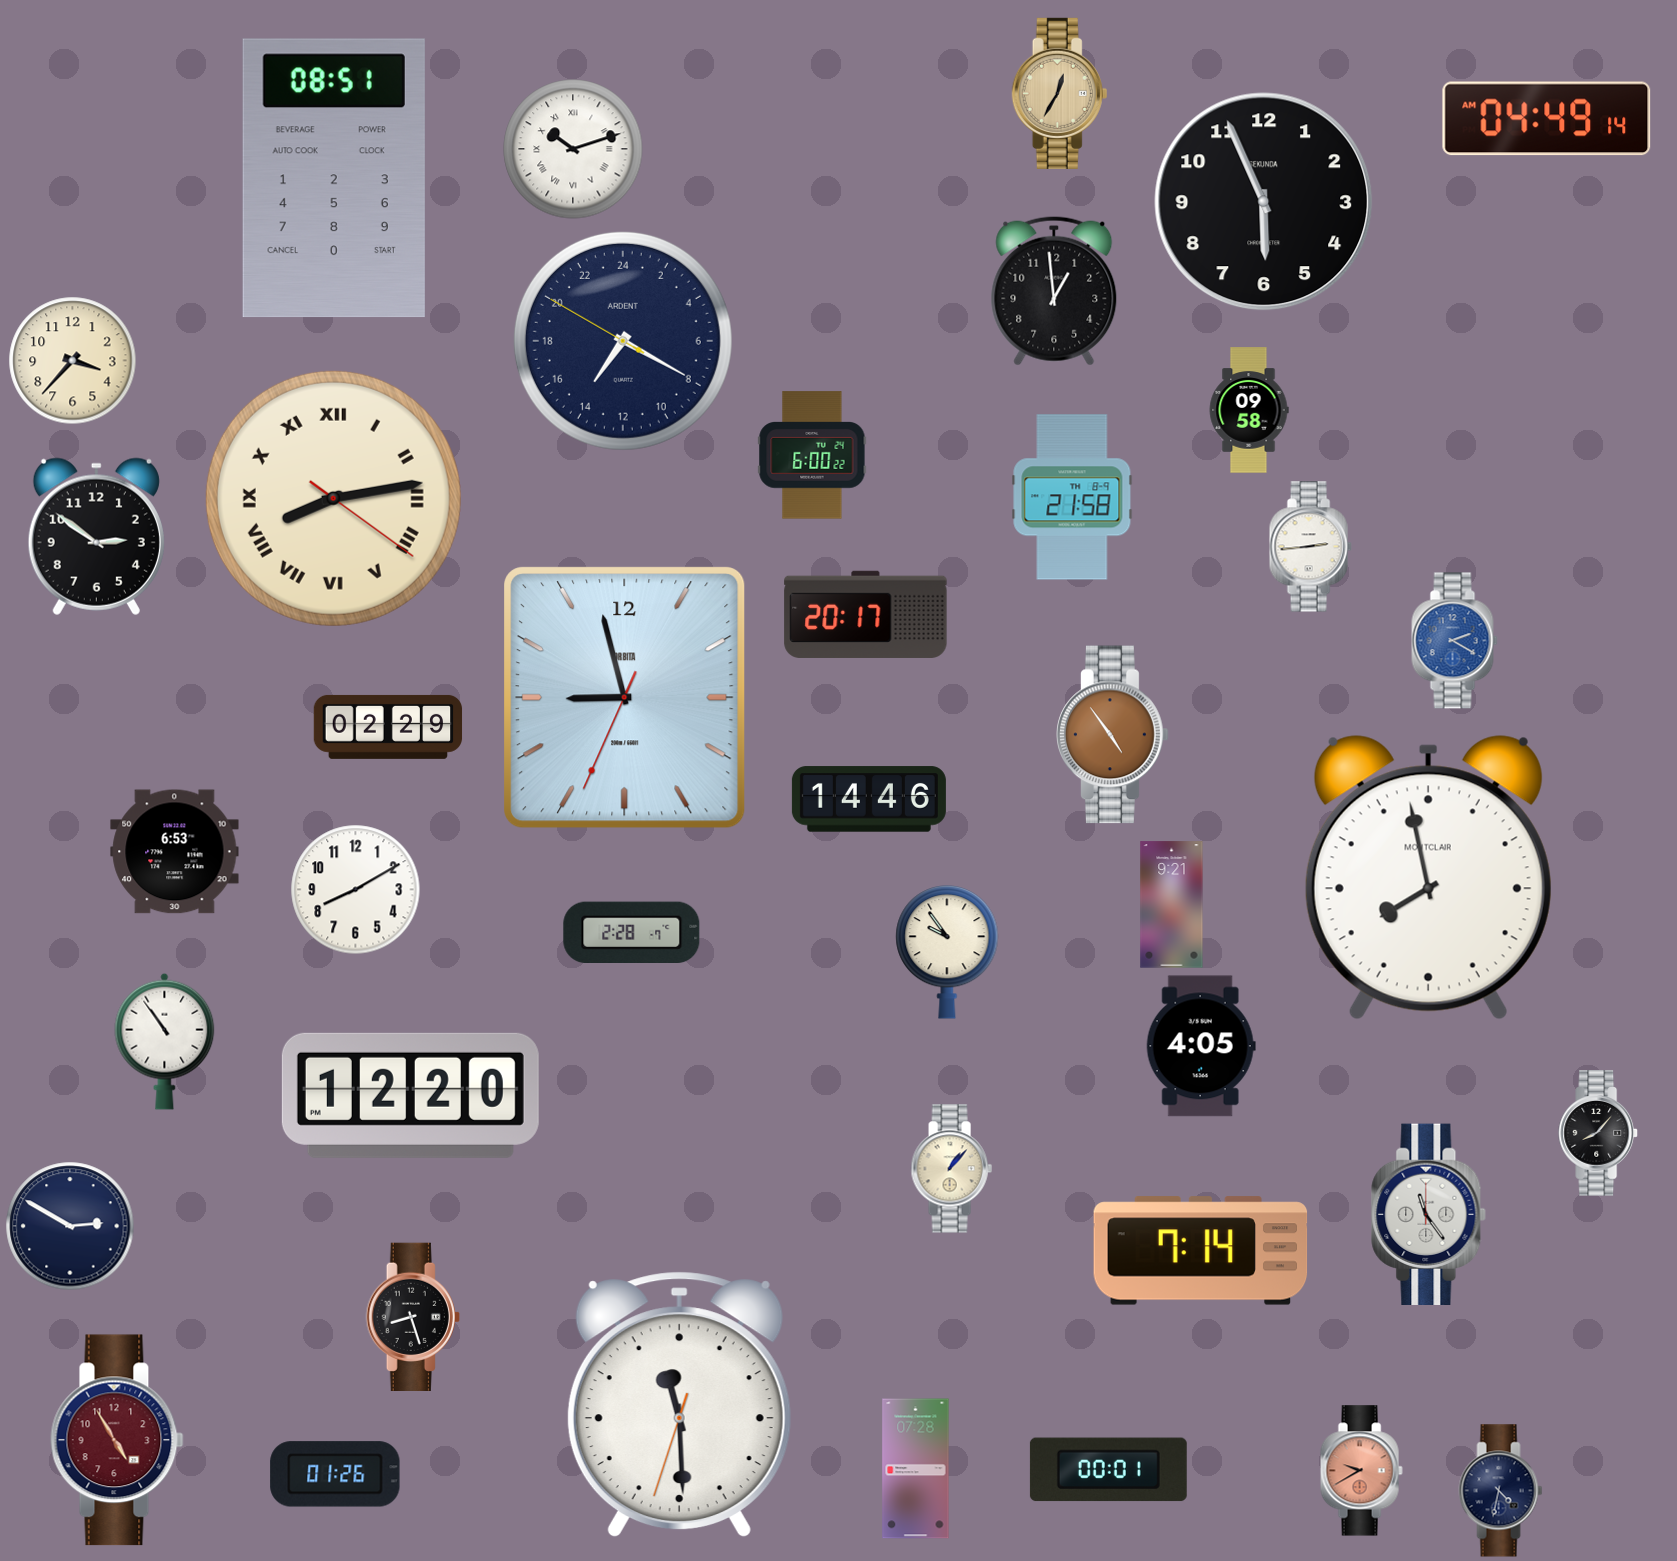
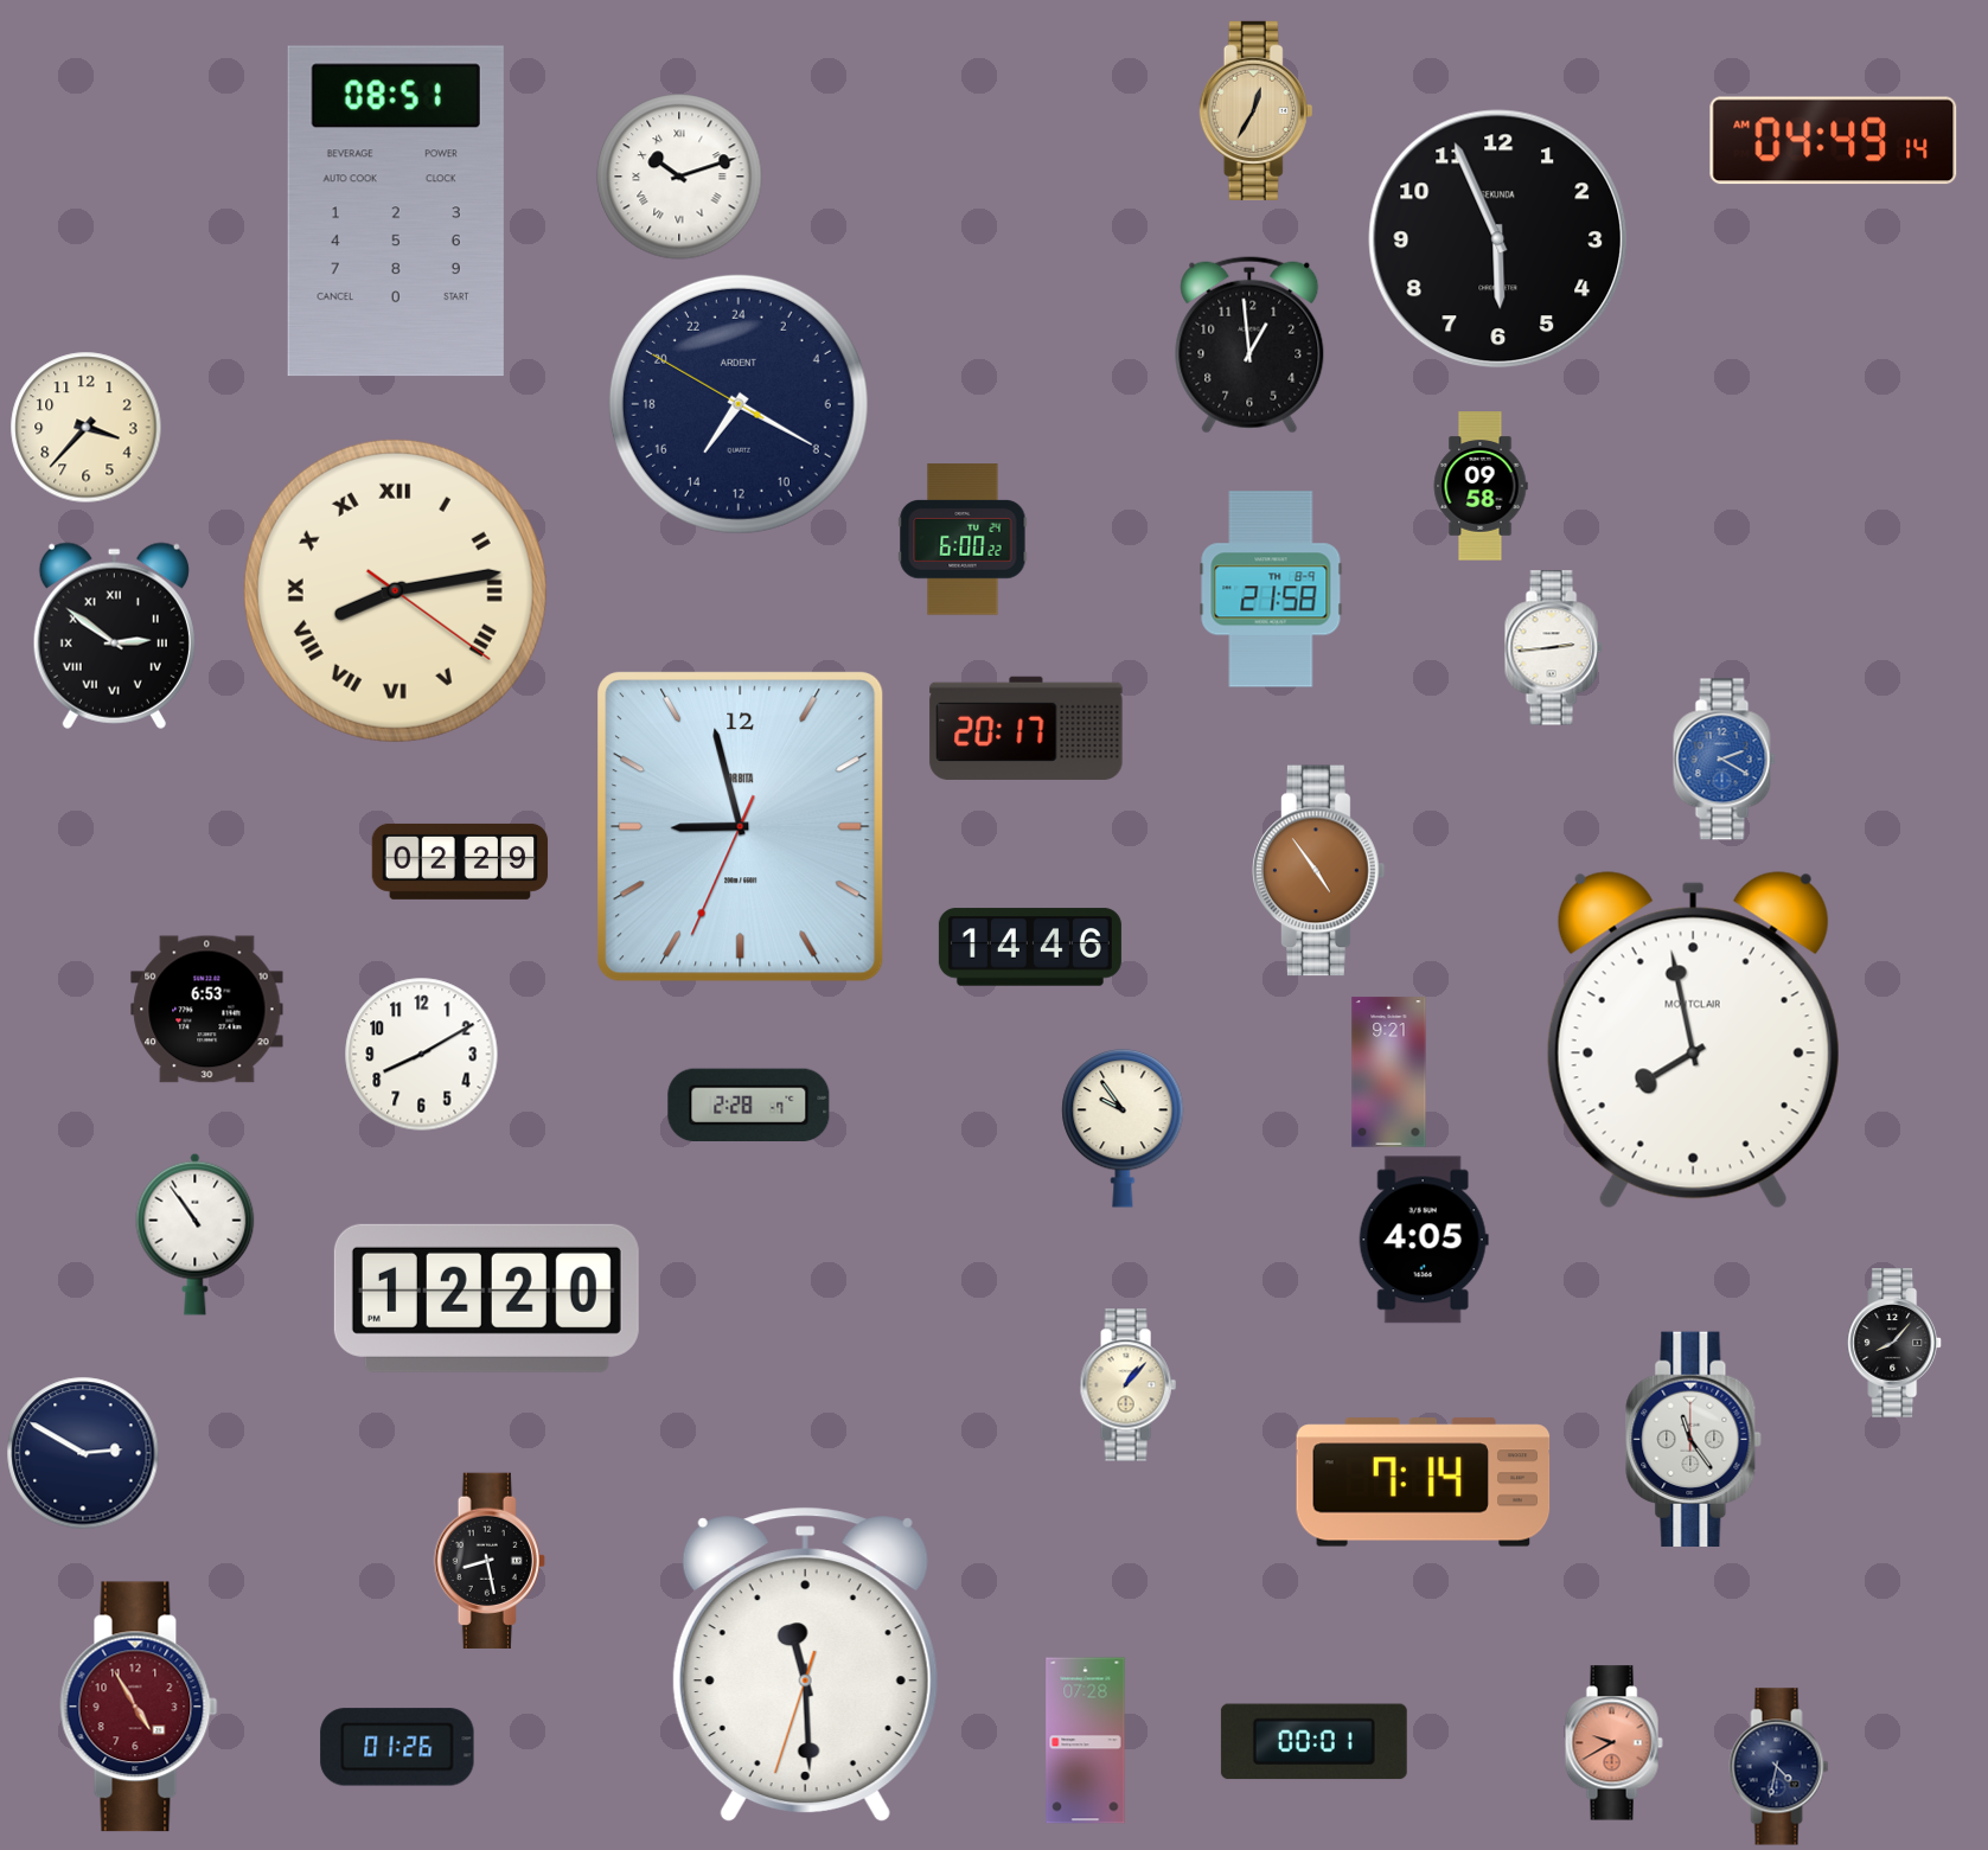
clock at (96, 536) numerals: Arabic -> Roman
clock at (413, 1316): 8:27 -> 8:28
